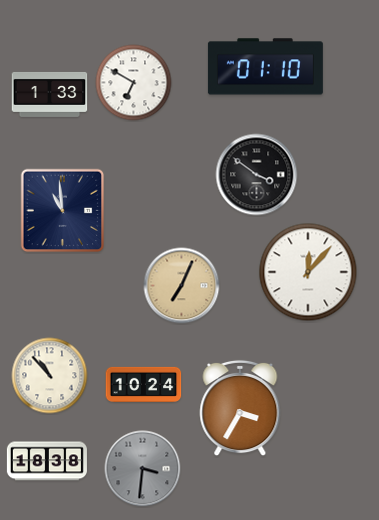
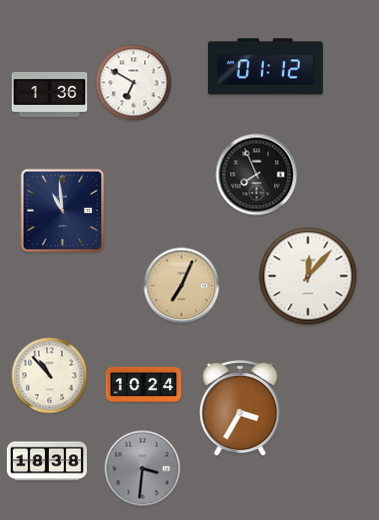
clock at (265, 67): 01:10 -> 01:12
clock at (50, 94): 1:33 -> 1:36
clock at (257, 175): 3:51 -> 7:56
clock at (308, 272) position: (308, 272) -> (308, 276)
